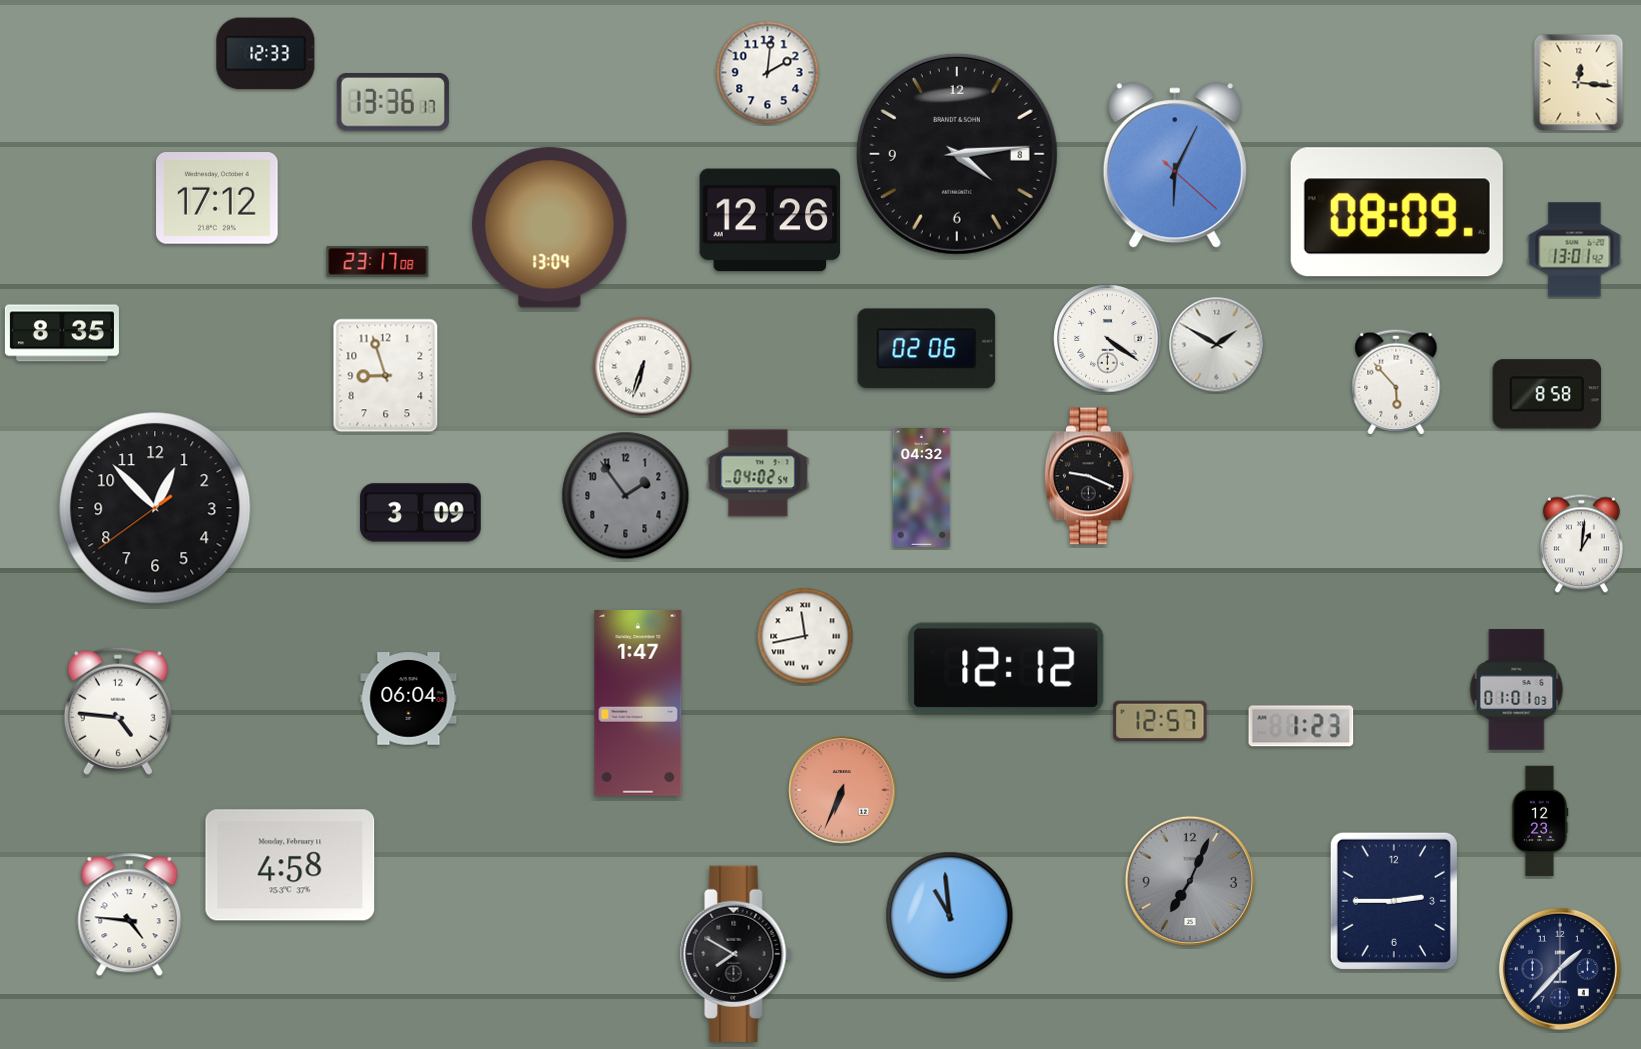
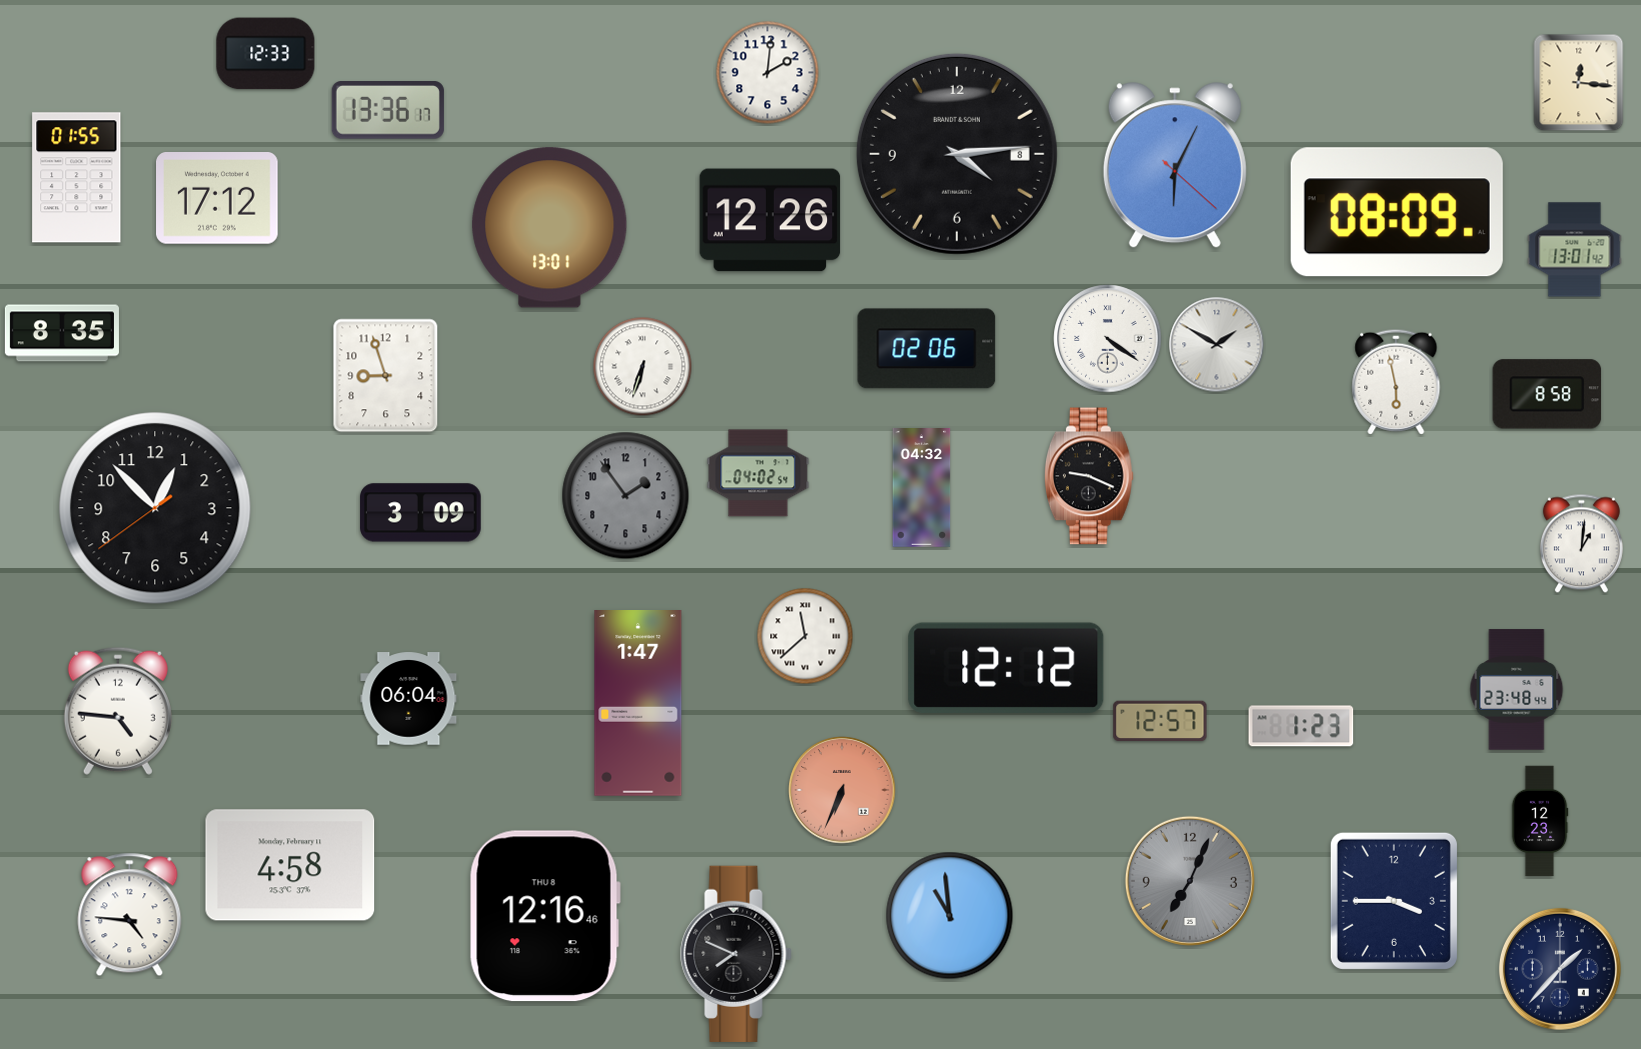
clock at (393, 103) position: (393, 103) -> (388, 111)
clock at (77, 178): none -> 01:55
clock at (550, 228): 13:04 -> 13:01
clock at (378, 262): 23:17 -> none
clock at (1396, 382): 5:53 -> 5:58
clock at (805, 636): 11:43 -> 11:38
clock at (1517, 690): 01:01 -> 23:48
clock at (1394, 901): 2:45 -> 3:45
clock at (545, 916): none -> 12:16
clock at (736, 954): 7:50 -> 7:49
